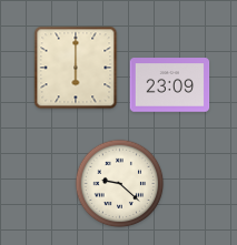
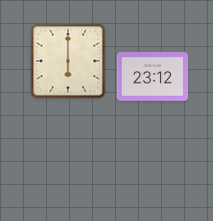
clock at (170, 85): 23:09 -> 23:12
clock at (120, 184): 9:22 -> none
